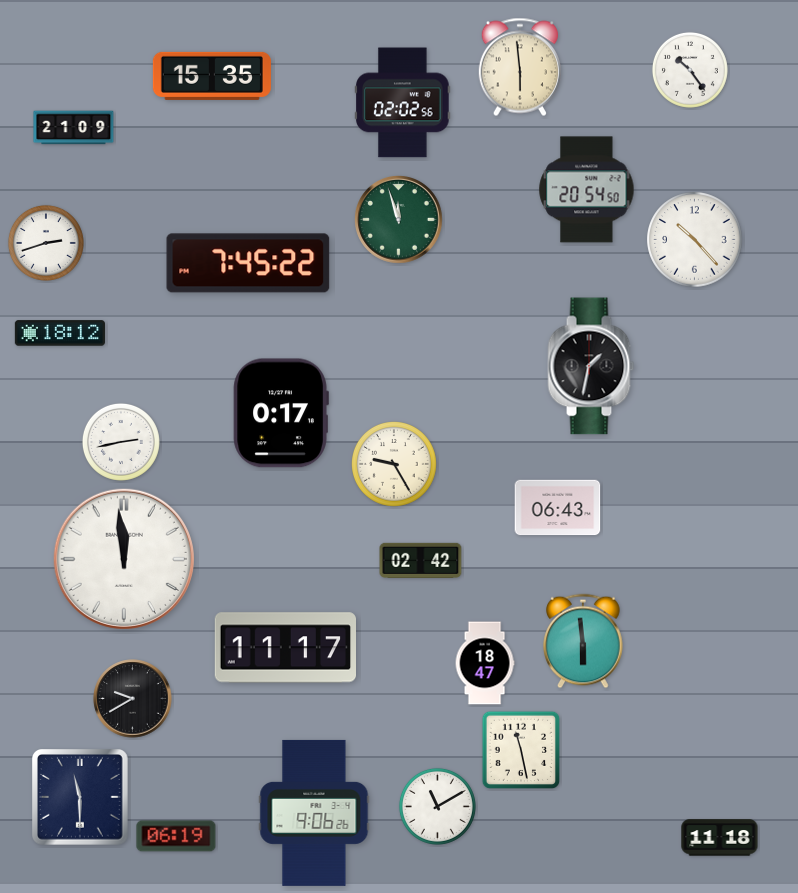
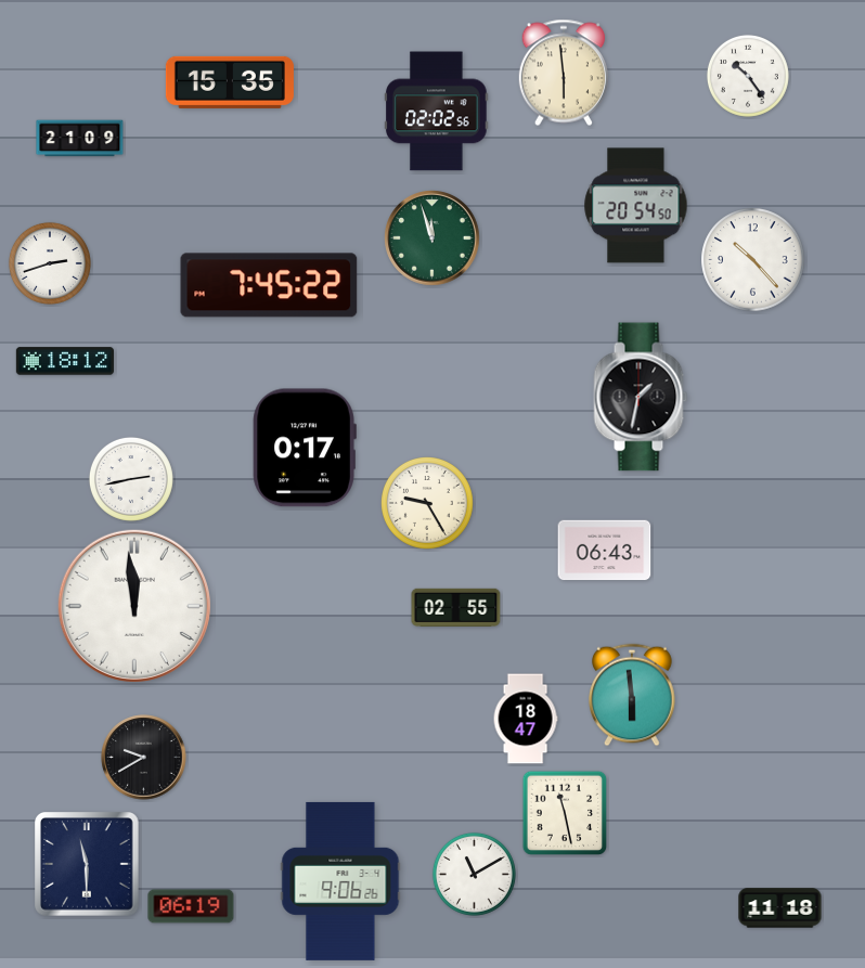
clock at (421, 560): 02:42 -> 02:55
clock at (285, 648): 11:17 -> none
